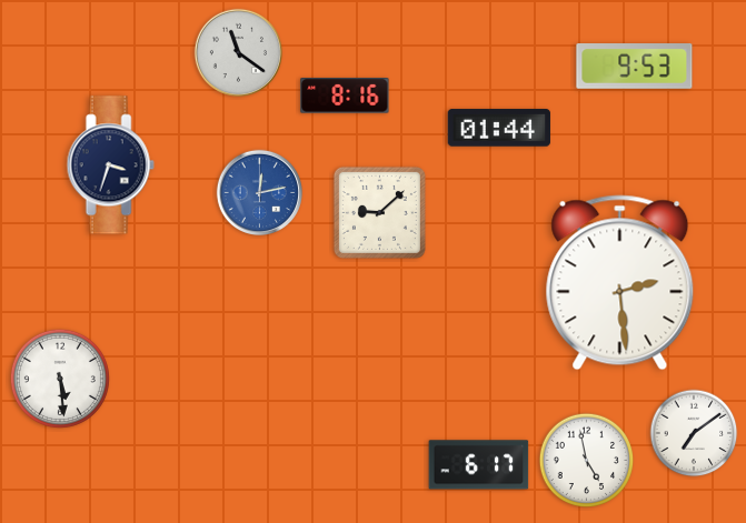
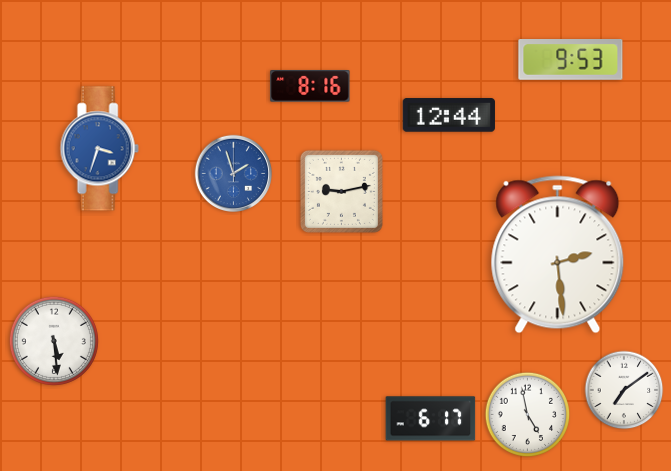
clock at (238, 52): 11:21 -> none
clock at (499, 128): 01:44 -> 12:44
clock at (110, 165) dial: navy -> blue
clock at (259, 192): 12:13 -> 1:57
clock at (379, 212): 9:08 -> 9:13
